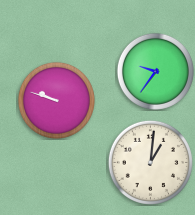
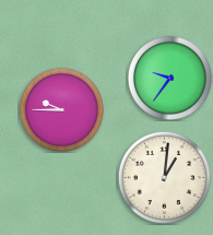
clock at (56, 100): 9:48 -> 9:45
